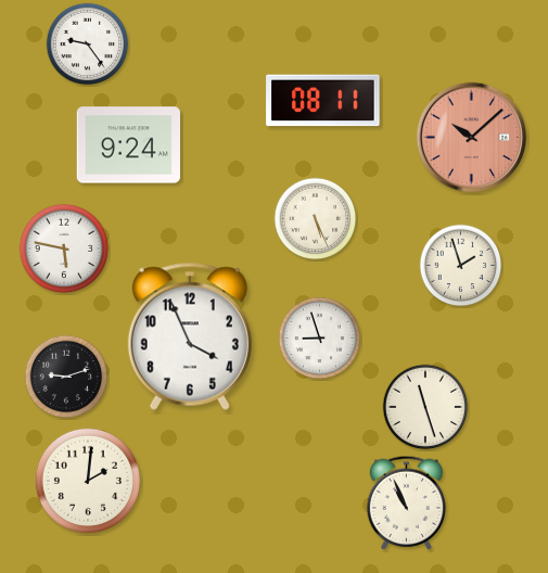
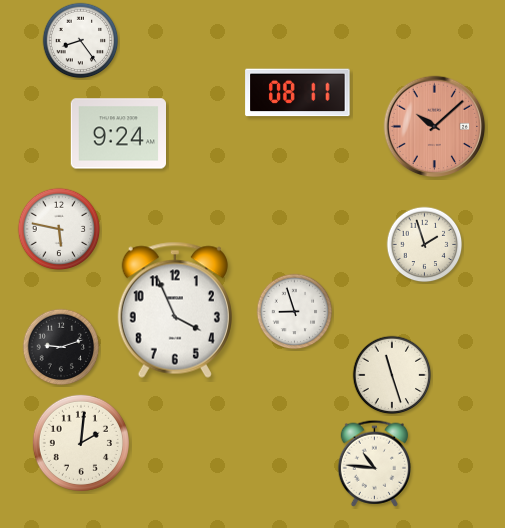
clock at (88, 44): 9:24 -> 8:24
clock at (316, 219): 5:26 -> none
clock at (407, 502): 10:56 -> 10:46
